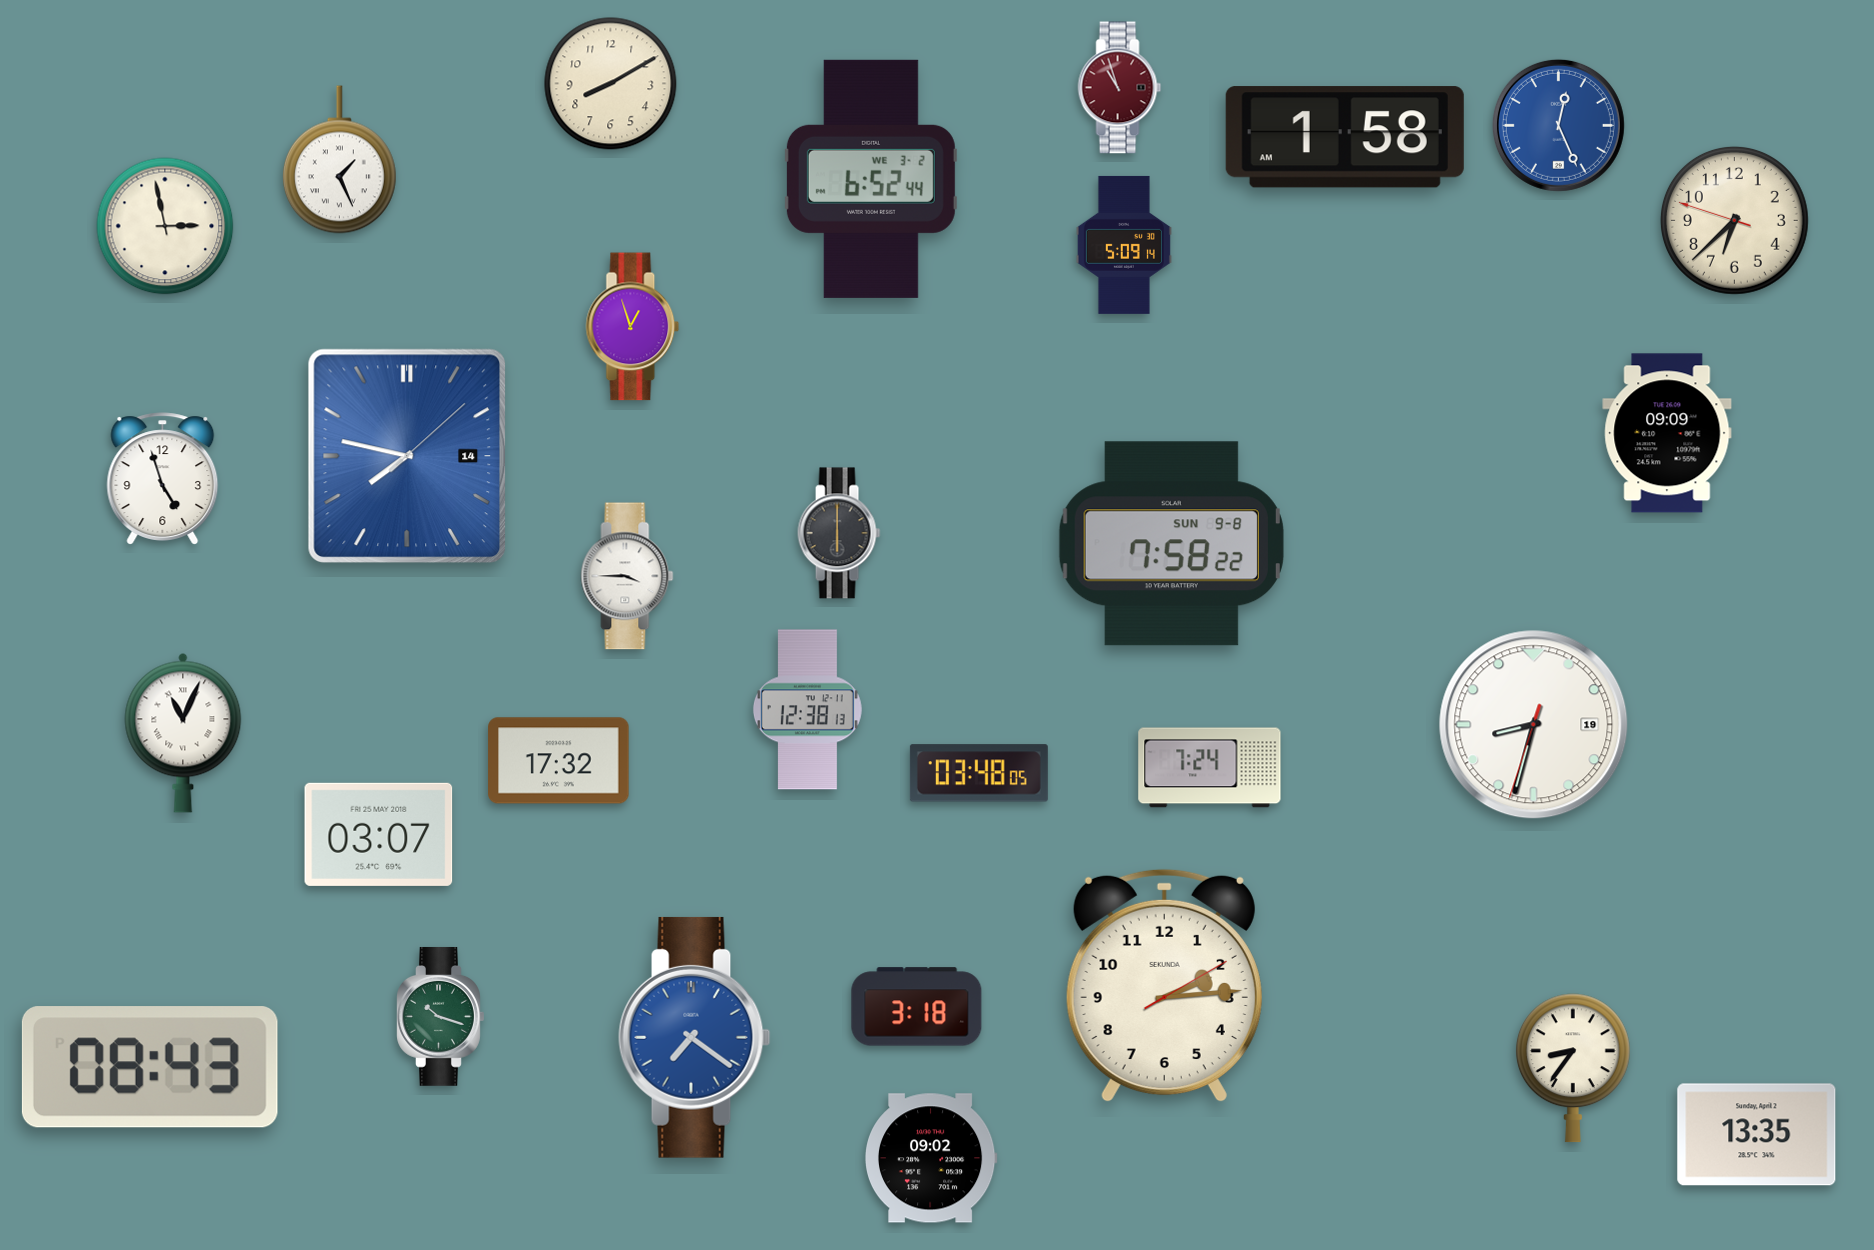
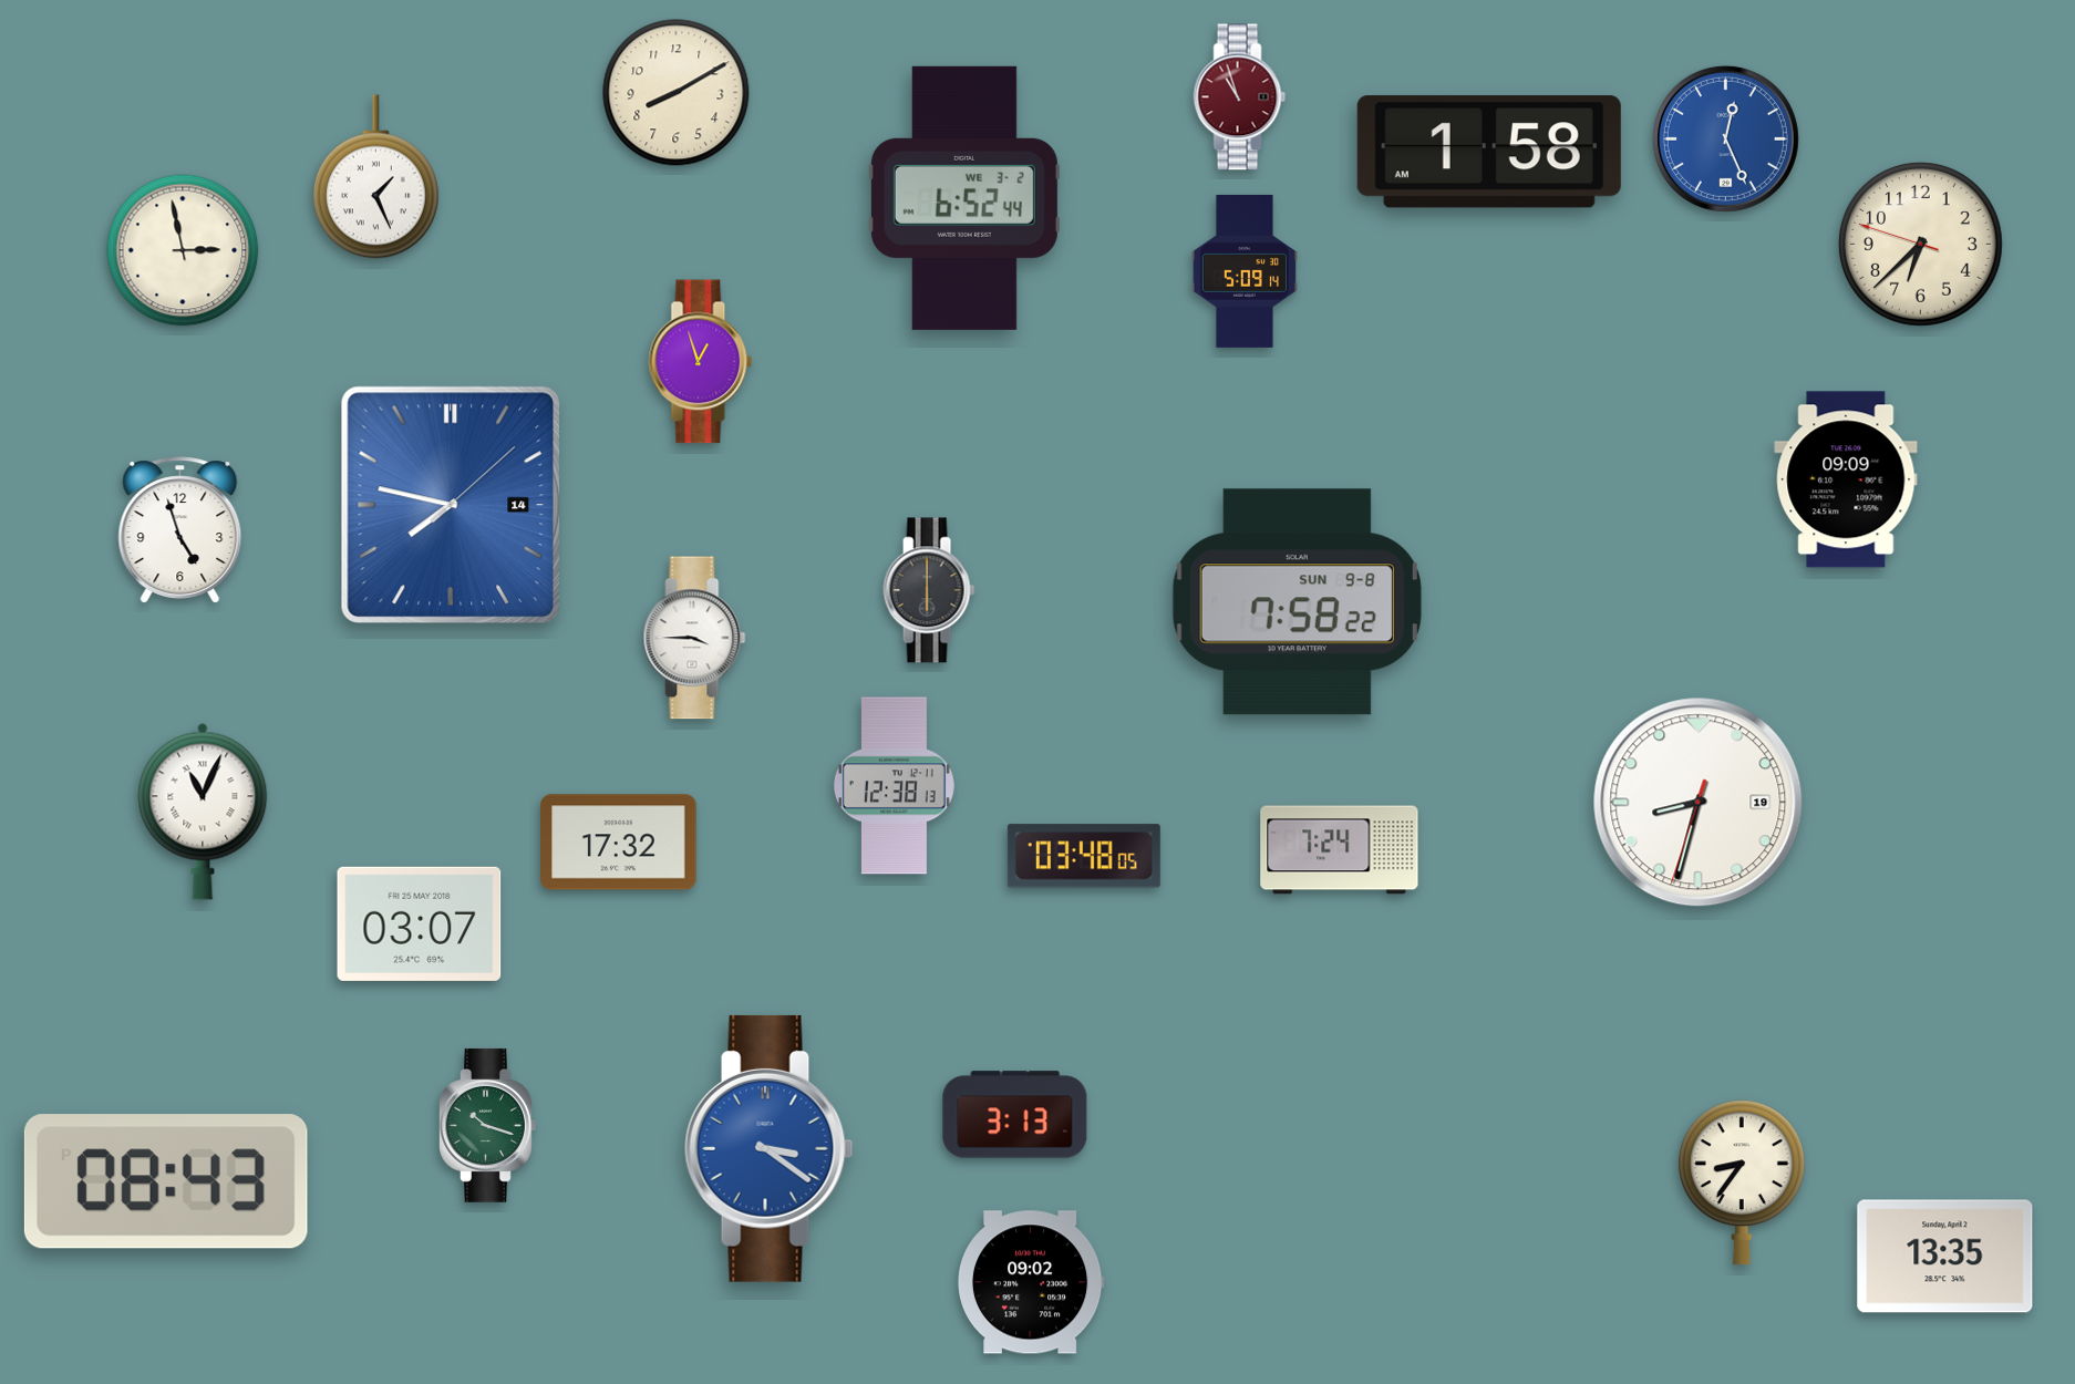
clock at (1164, 986): 2:14 -> none
clock at (917, 1007): 3:18 -> 3:13
clock at (695, 1037): 7:21 -> 3:21
